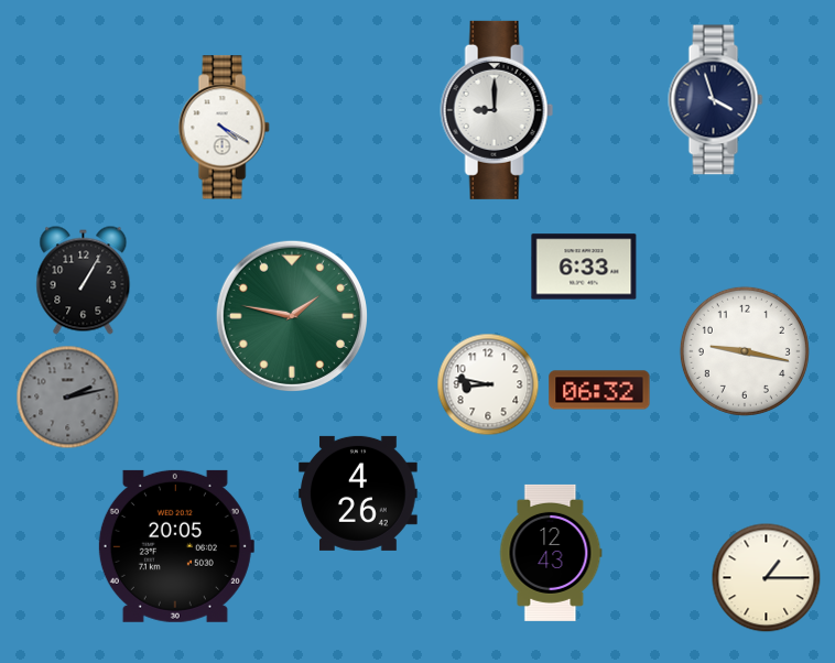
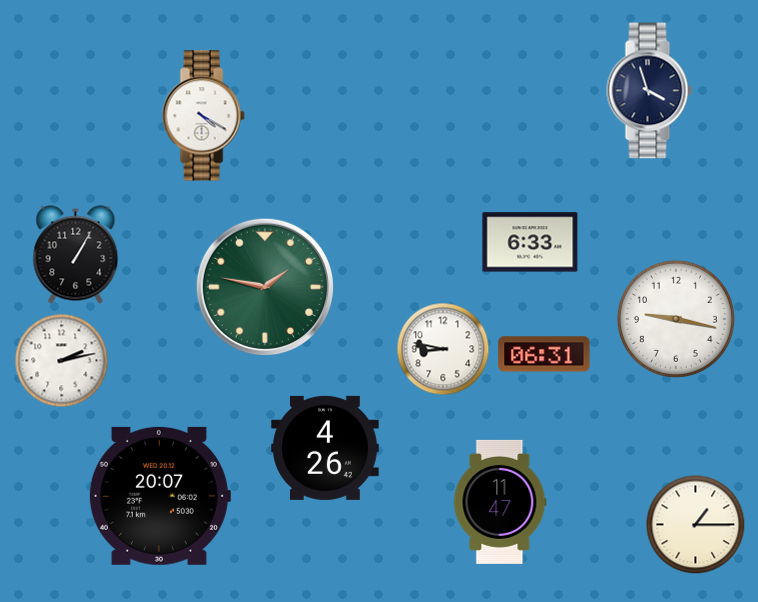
clock at (497, 110): 9:00 -> none
clock at (599, 390): 06:32 -> 06:31
clock at (68, 398) dial: grey -> white
clock at (175, 546): 20:05 -> 20:07
clock at (551, 553): 12:43 -> 11:47
